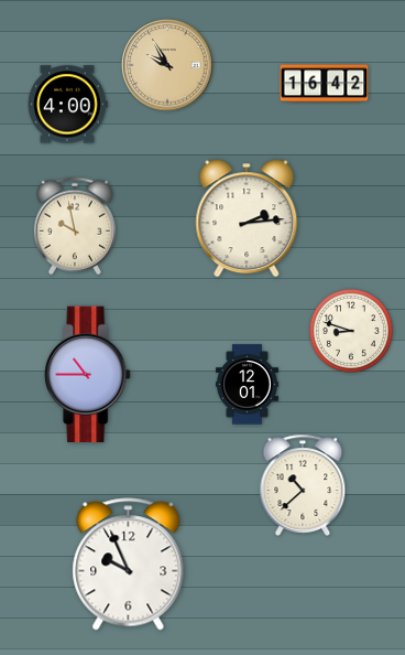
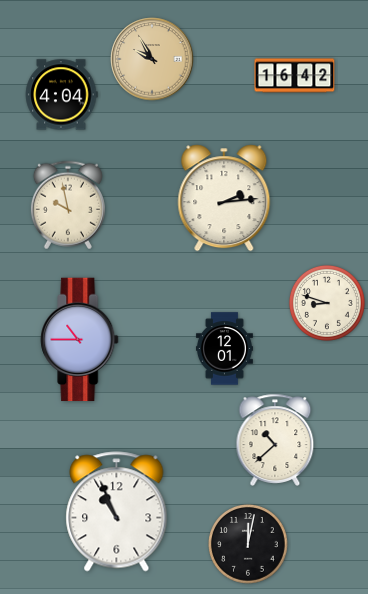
clock at (67, 105): 4:00 -> 4:04
clock at (351, 331) position: (351, 331) -> (327, 303)
clock at (129, 565): 9:56 -> 10:56
clock at (249, 545): none -> 12:02
